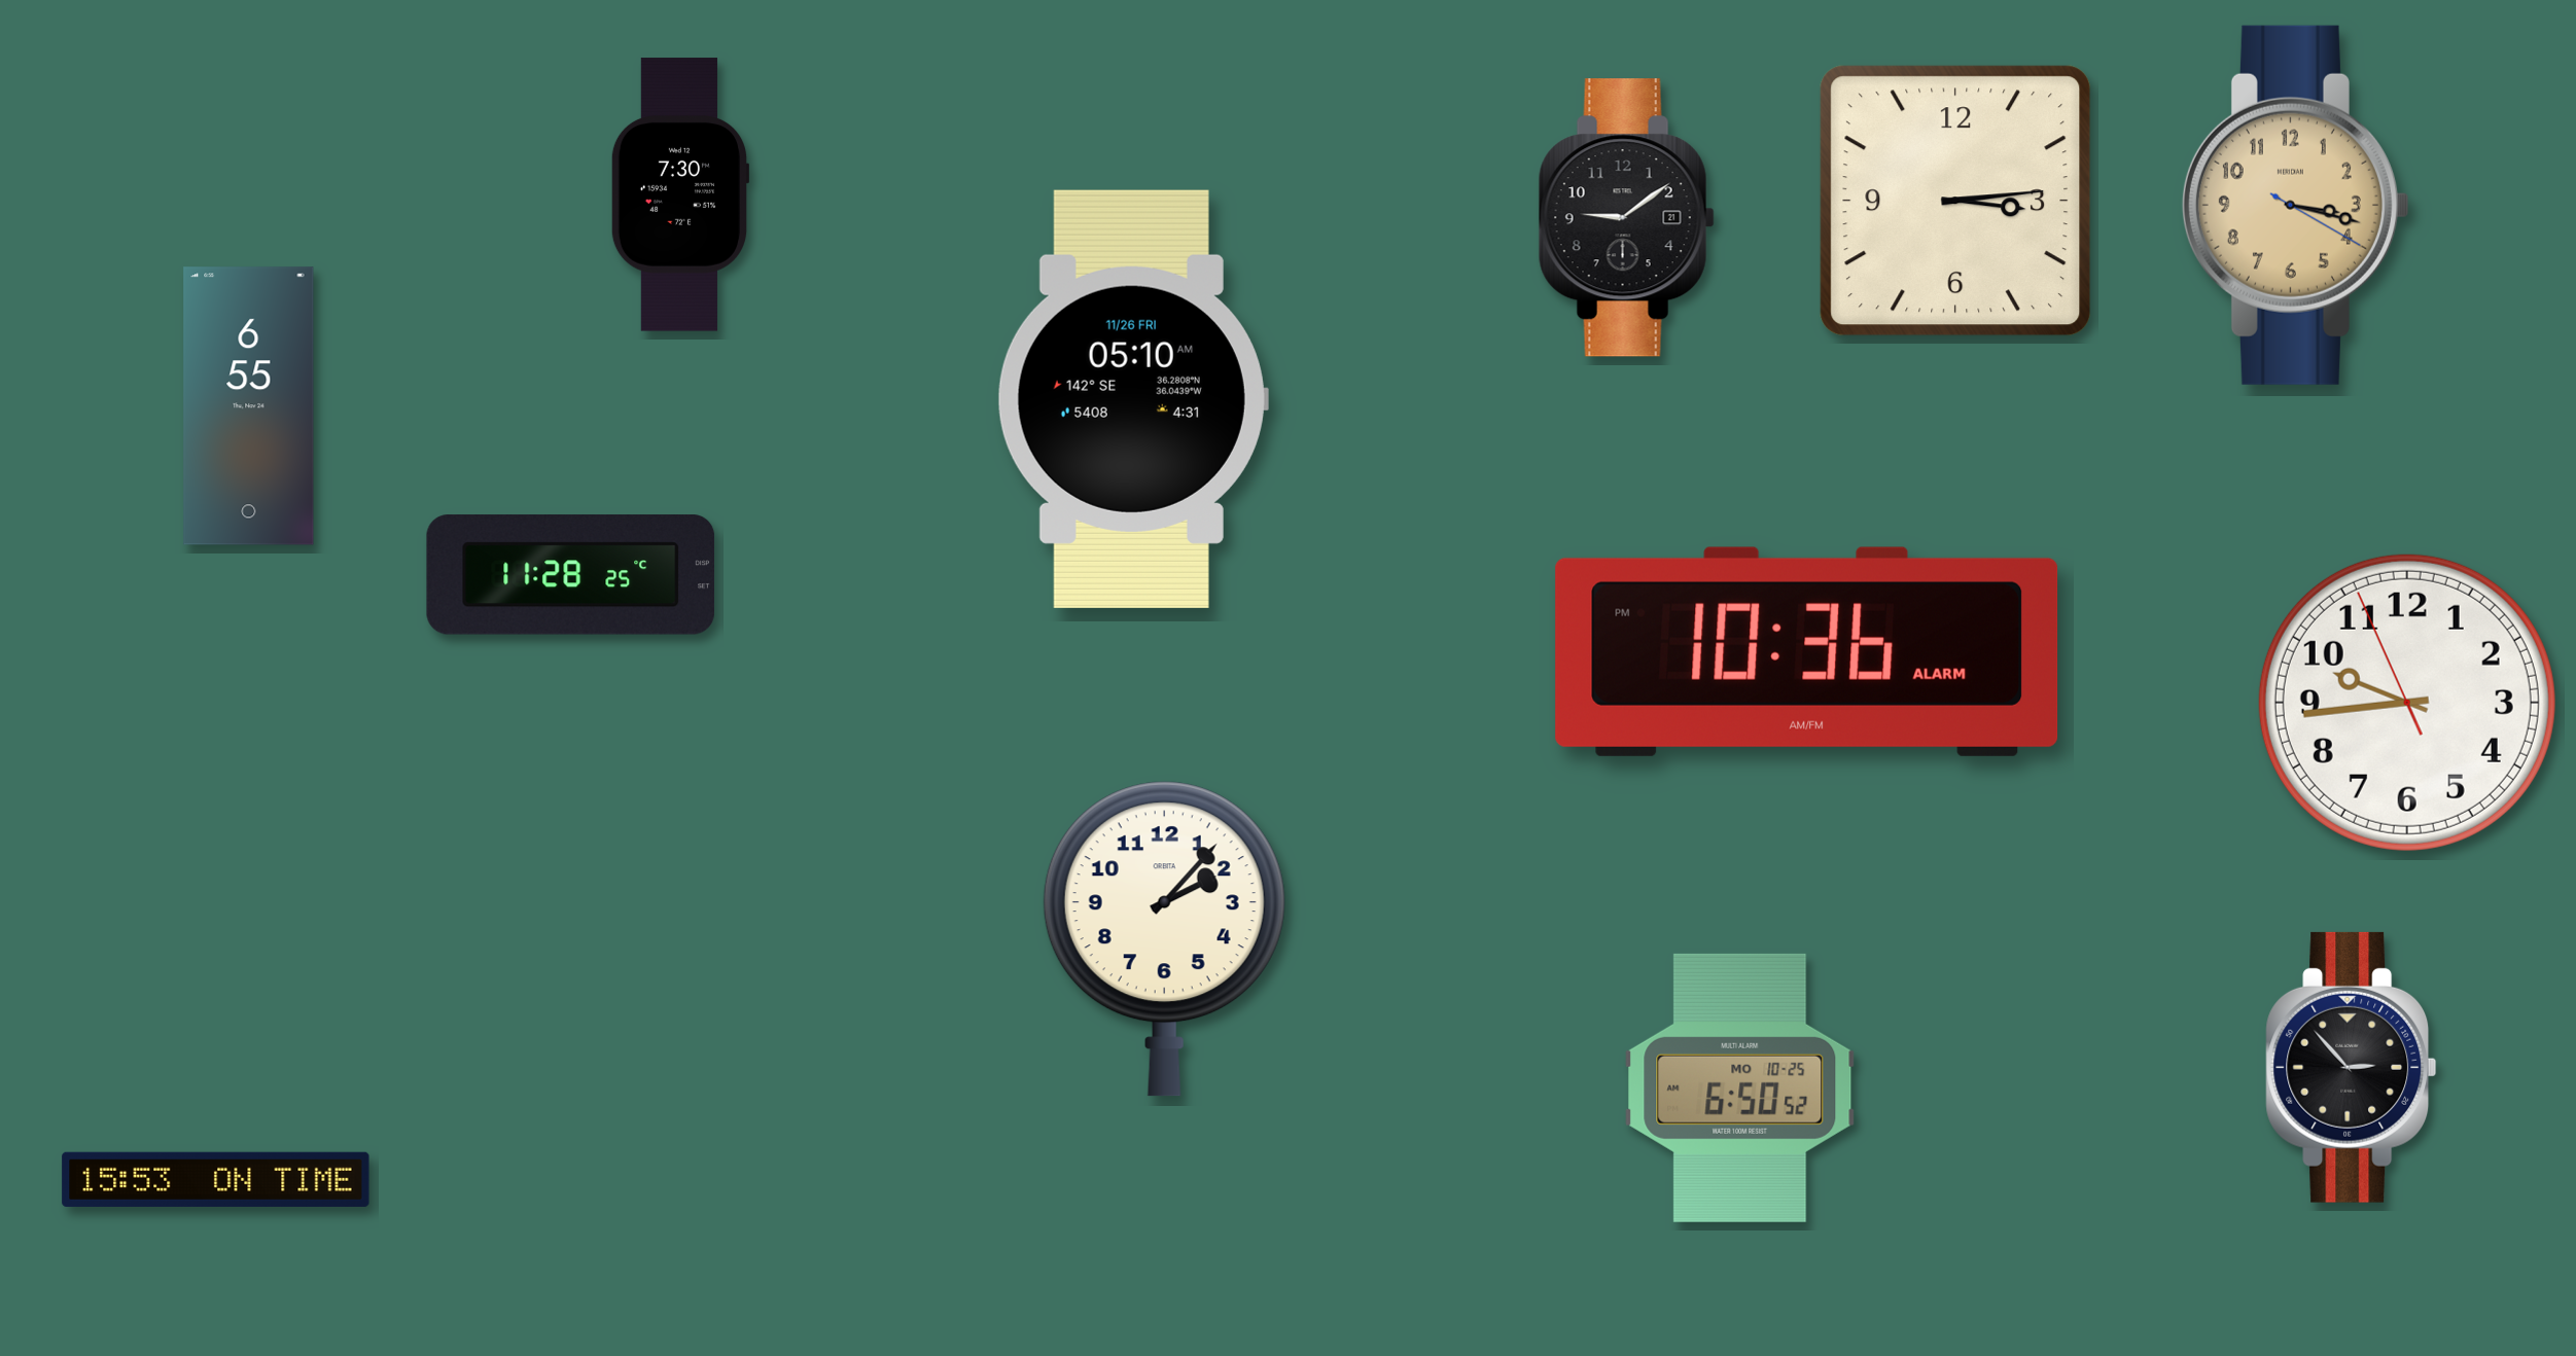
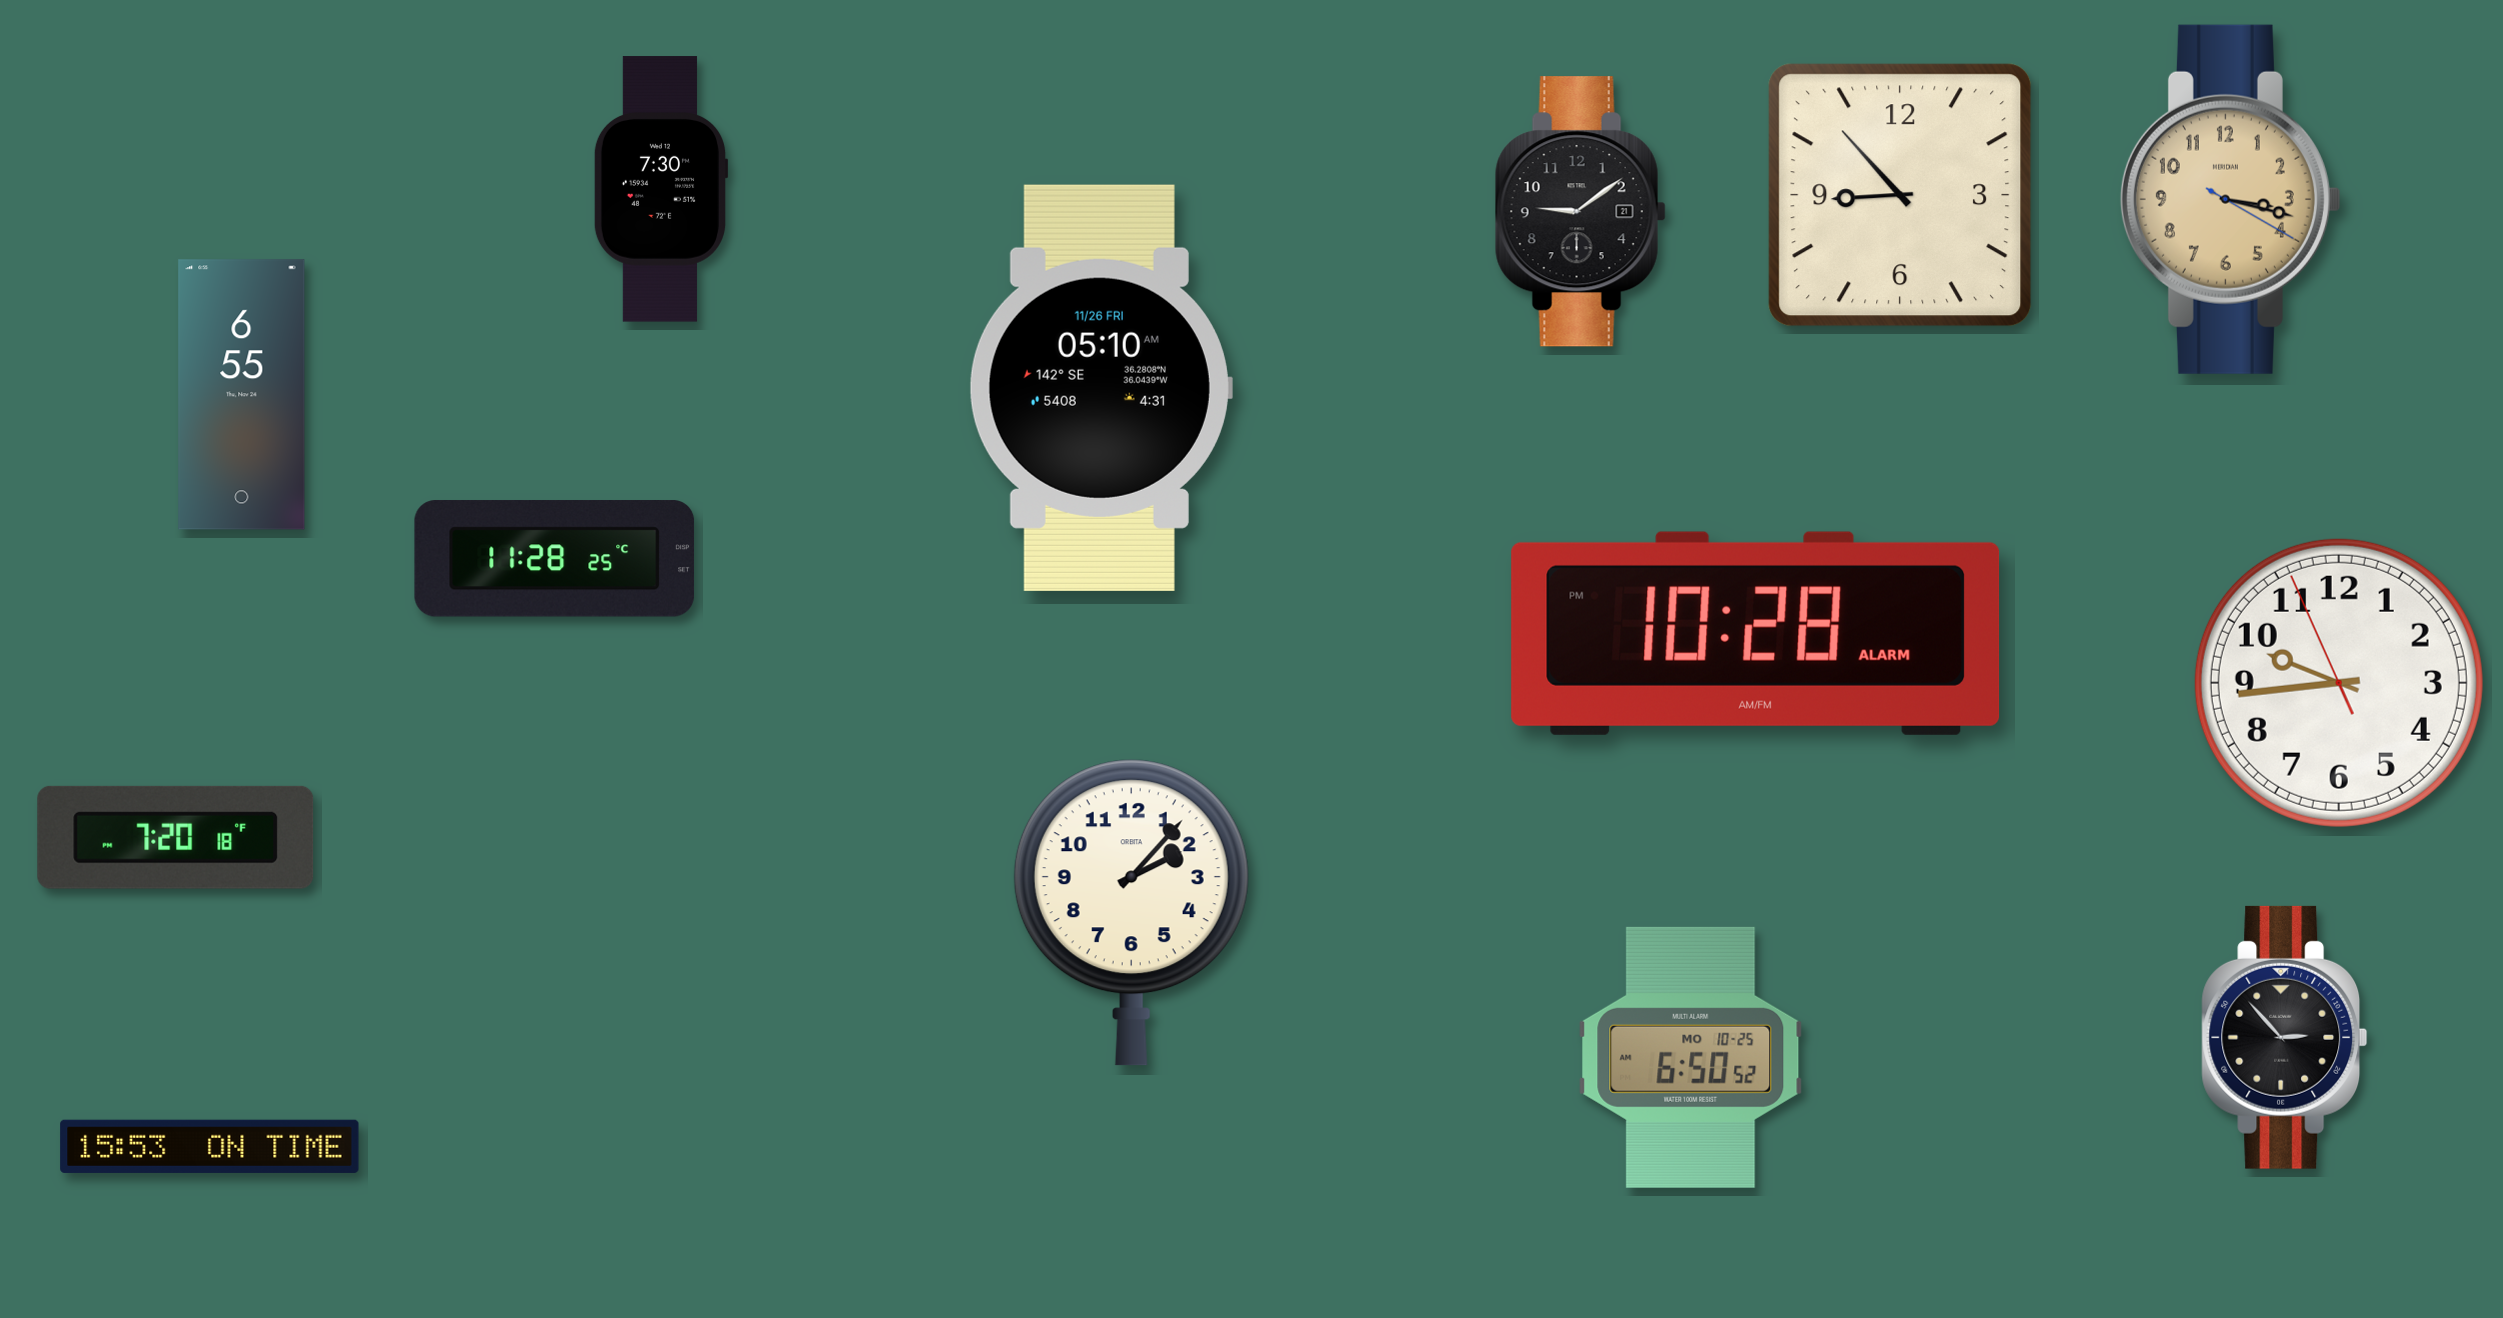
clock at (1955, 201): 3:14 -> 8:53
clock at (1807, 651): 10:36 -> 10:28
clock at (176, 837): none -> 7:20
